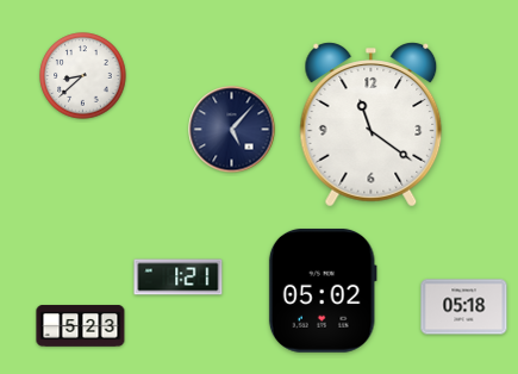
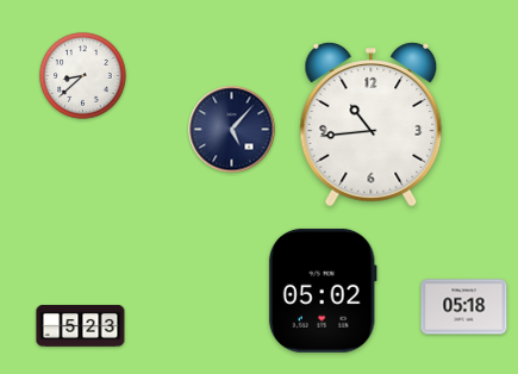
clock at (372, 125): 11:21 -> 10:44
clock at (179, 278): 1:21 -> none
